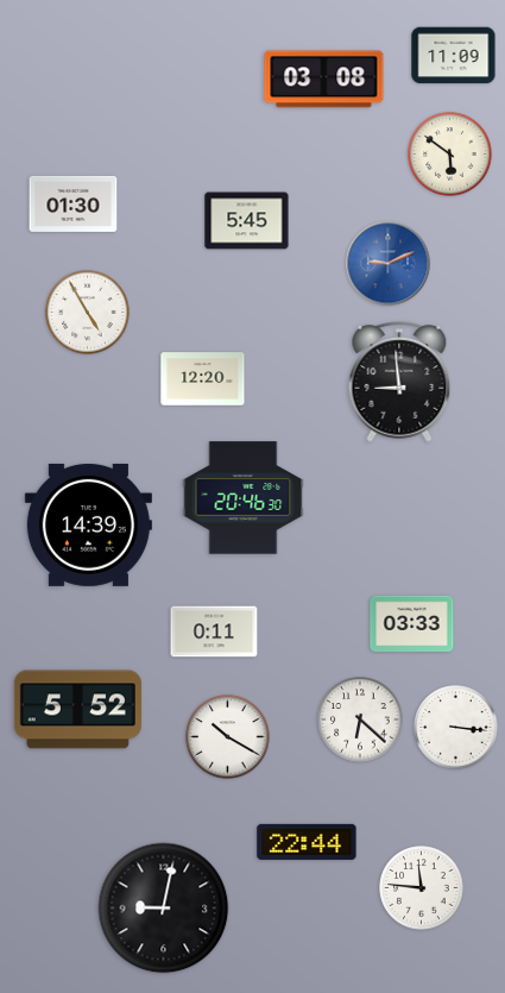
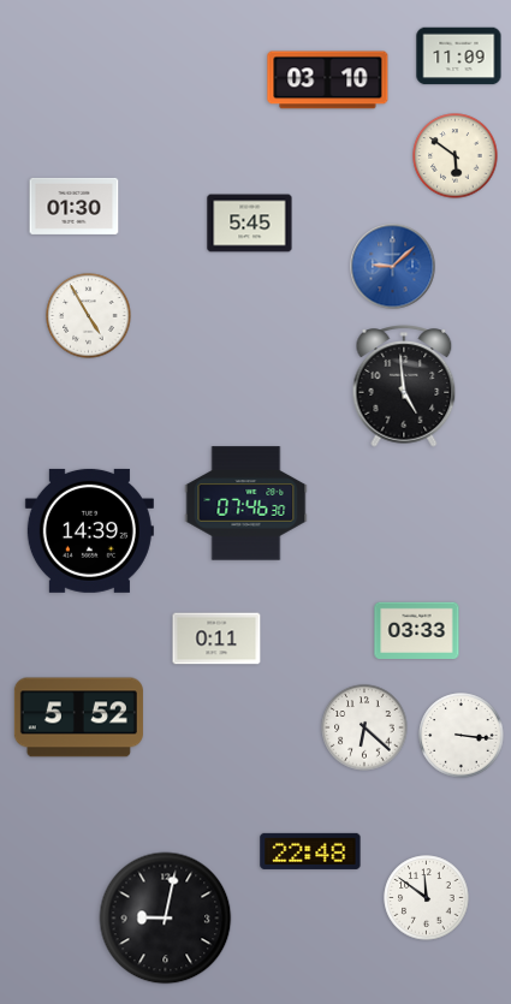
clock at (324, 80): 03:08 -> 03:10
clock at (389, 264): 9:11 -> 9:08
clock at (203, 379): 12:20 -> none
clock at (399, 382): 8:59 -> 4:59
clock at (244, 498): 20:46 -> 07:46
clock at (228, 737): 10:20 -> none
clock at (307, 842): 22:44 -> 22:48
clock at (422, 888): 11:46 -> 11:51
